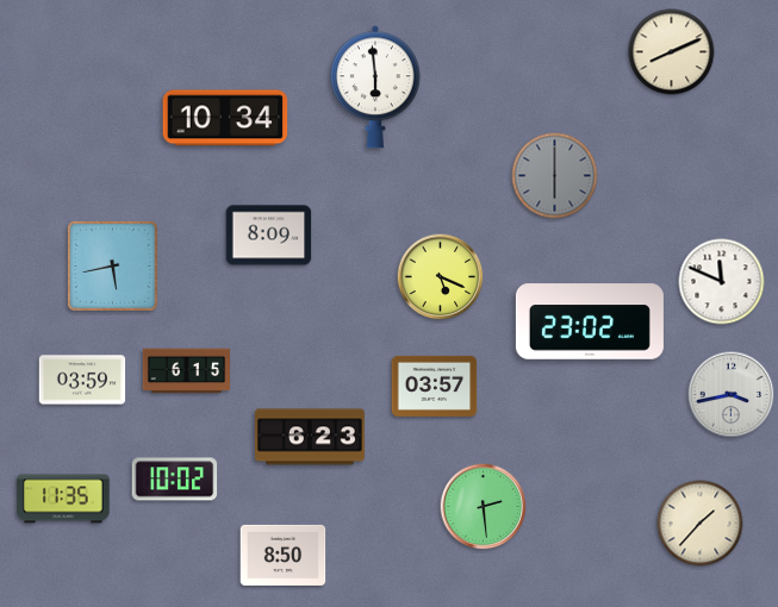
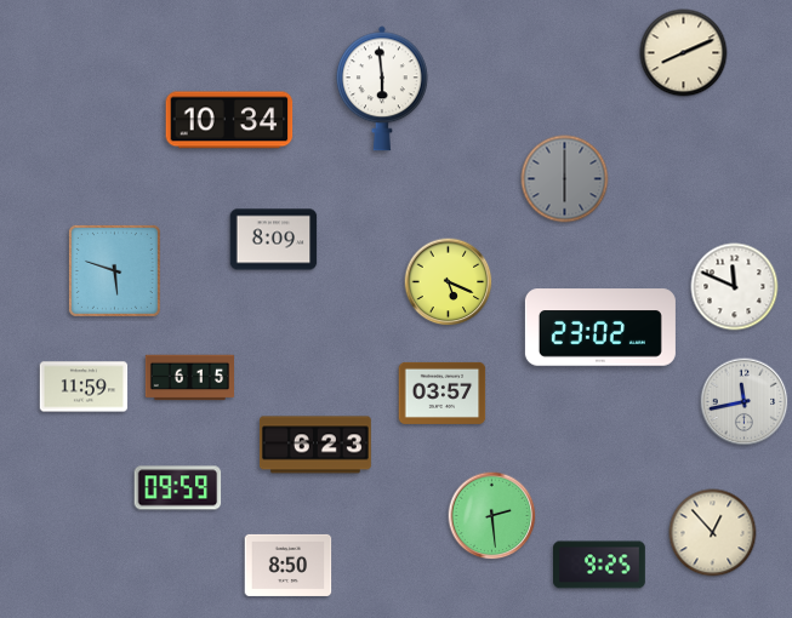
clock at (112, 265): 5:43 -> 5:48
clock at (82, 380): 03:59 -> 11:59
clock at (732, 395): 3:43 -> 11:43
clock at (175, 480): 10:02 -> 09:59
clock at (63, 499): 11:35 -> none
clock at (701, 524): 1:37 -> 12:53
clock at (600, 565): none -> 9:25
